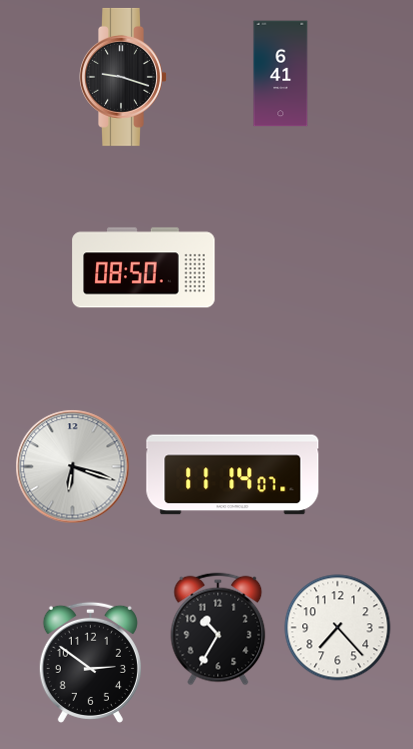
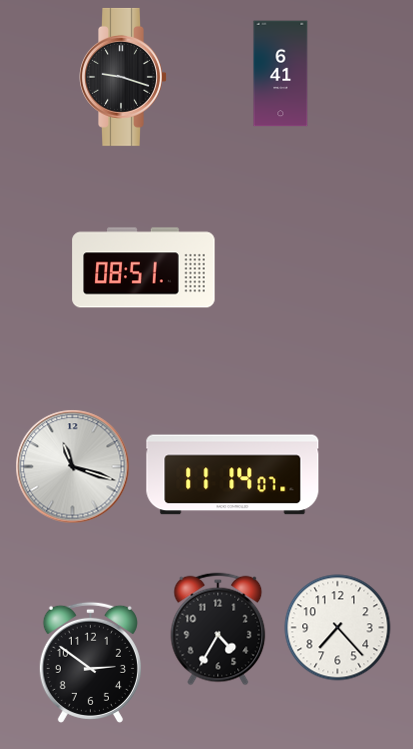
clock at (144, 268): 08:50 -> 08:51
clock at (73, 467): 6:18 -> 11:18
clock at (218, 629): 10:35 -> 4:35
